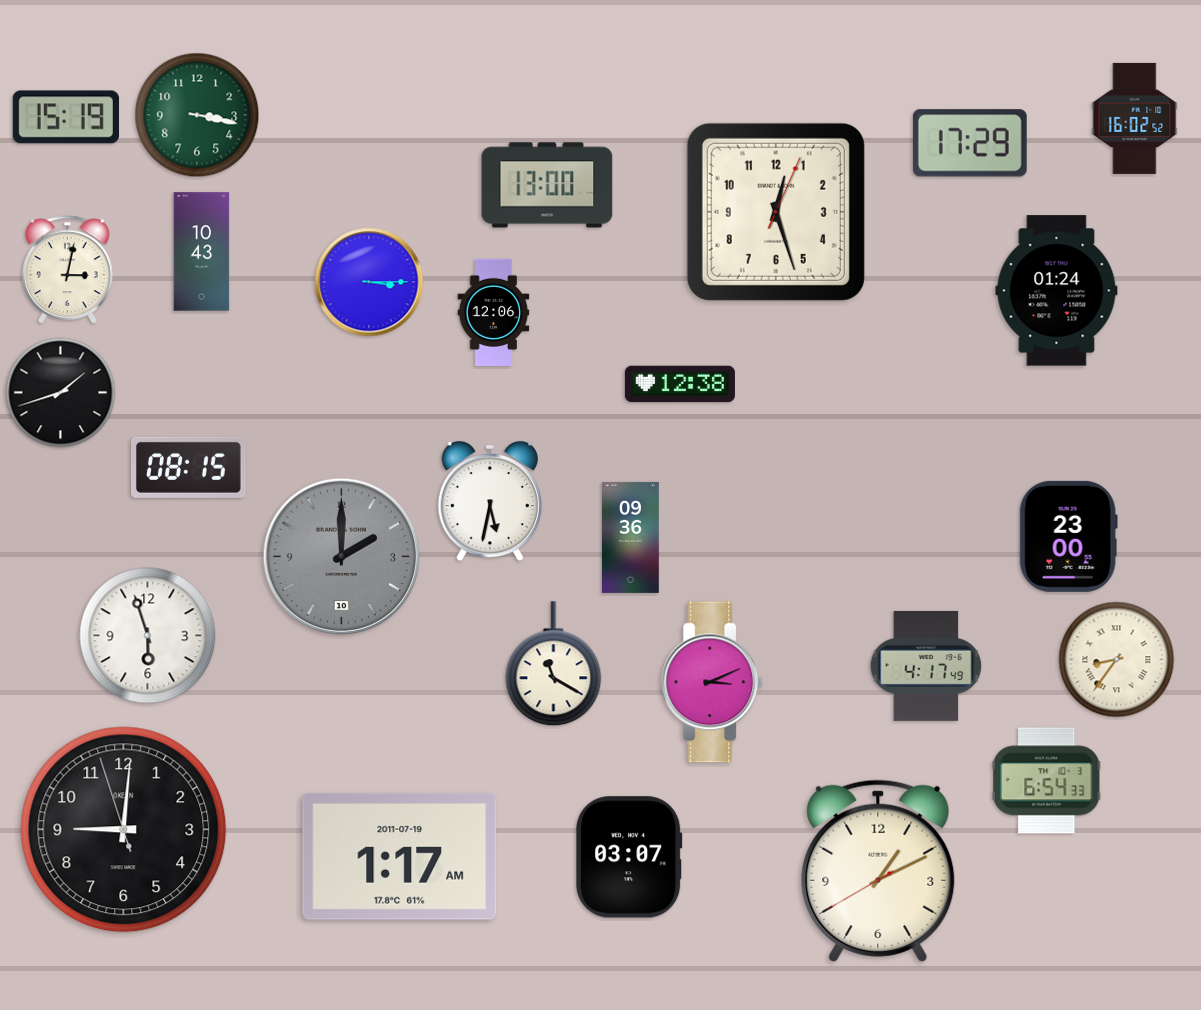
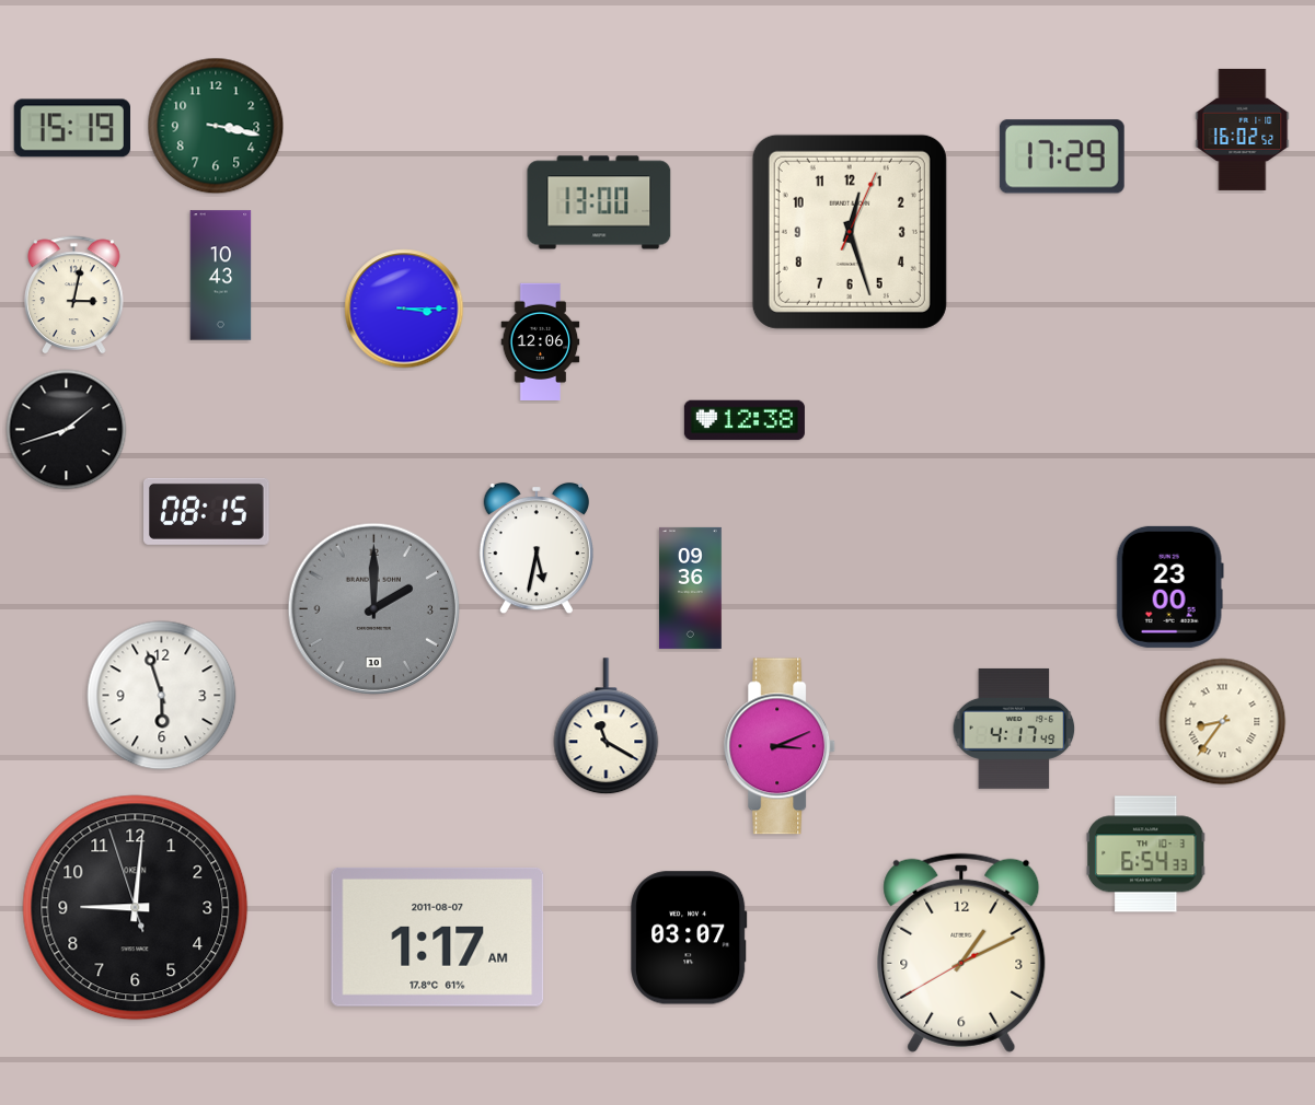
clock at (1057, 291): 01:24 -> none
clock at (400, 856) date: 2011-07-19 -> 2011-08-07
